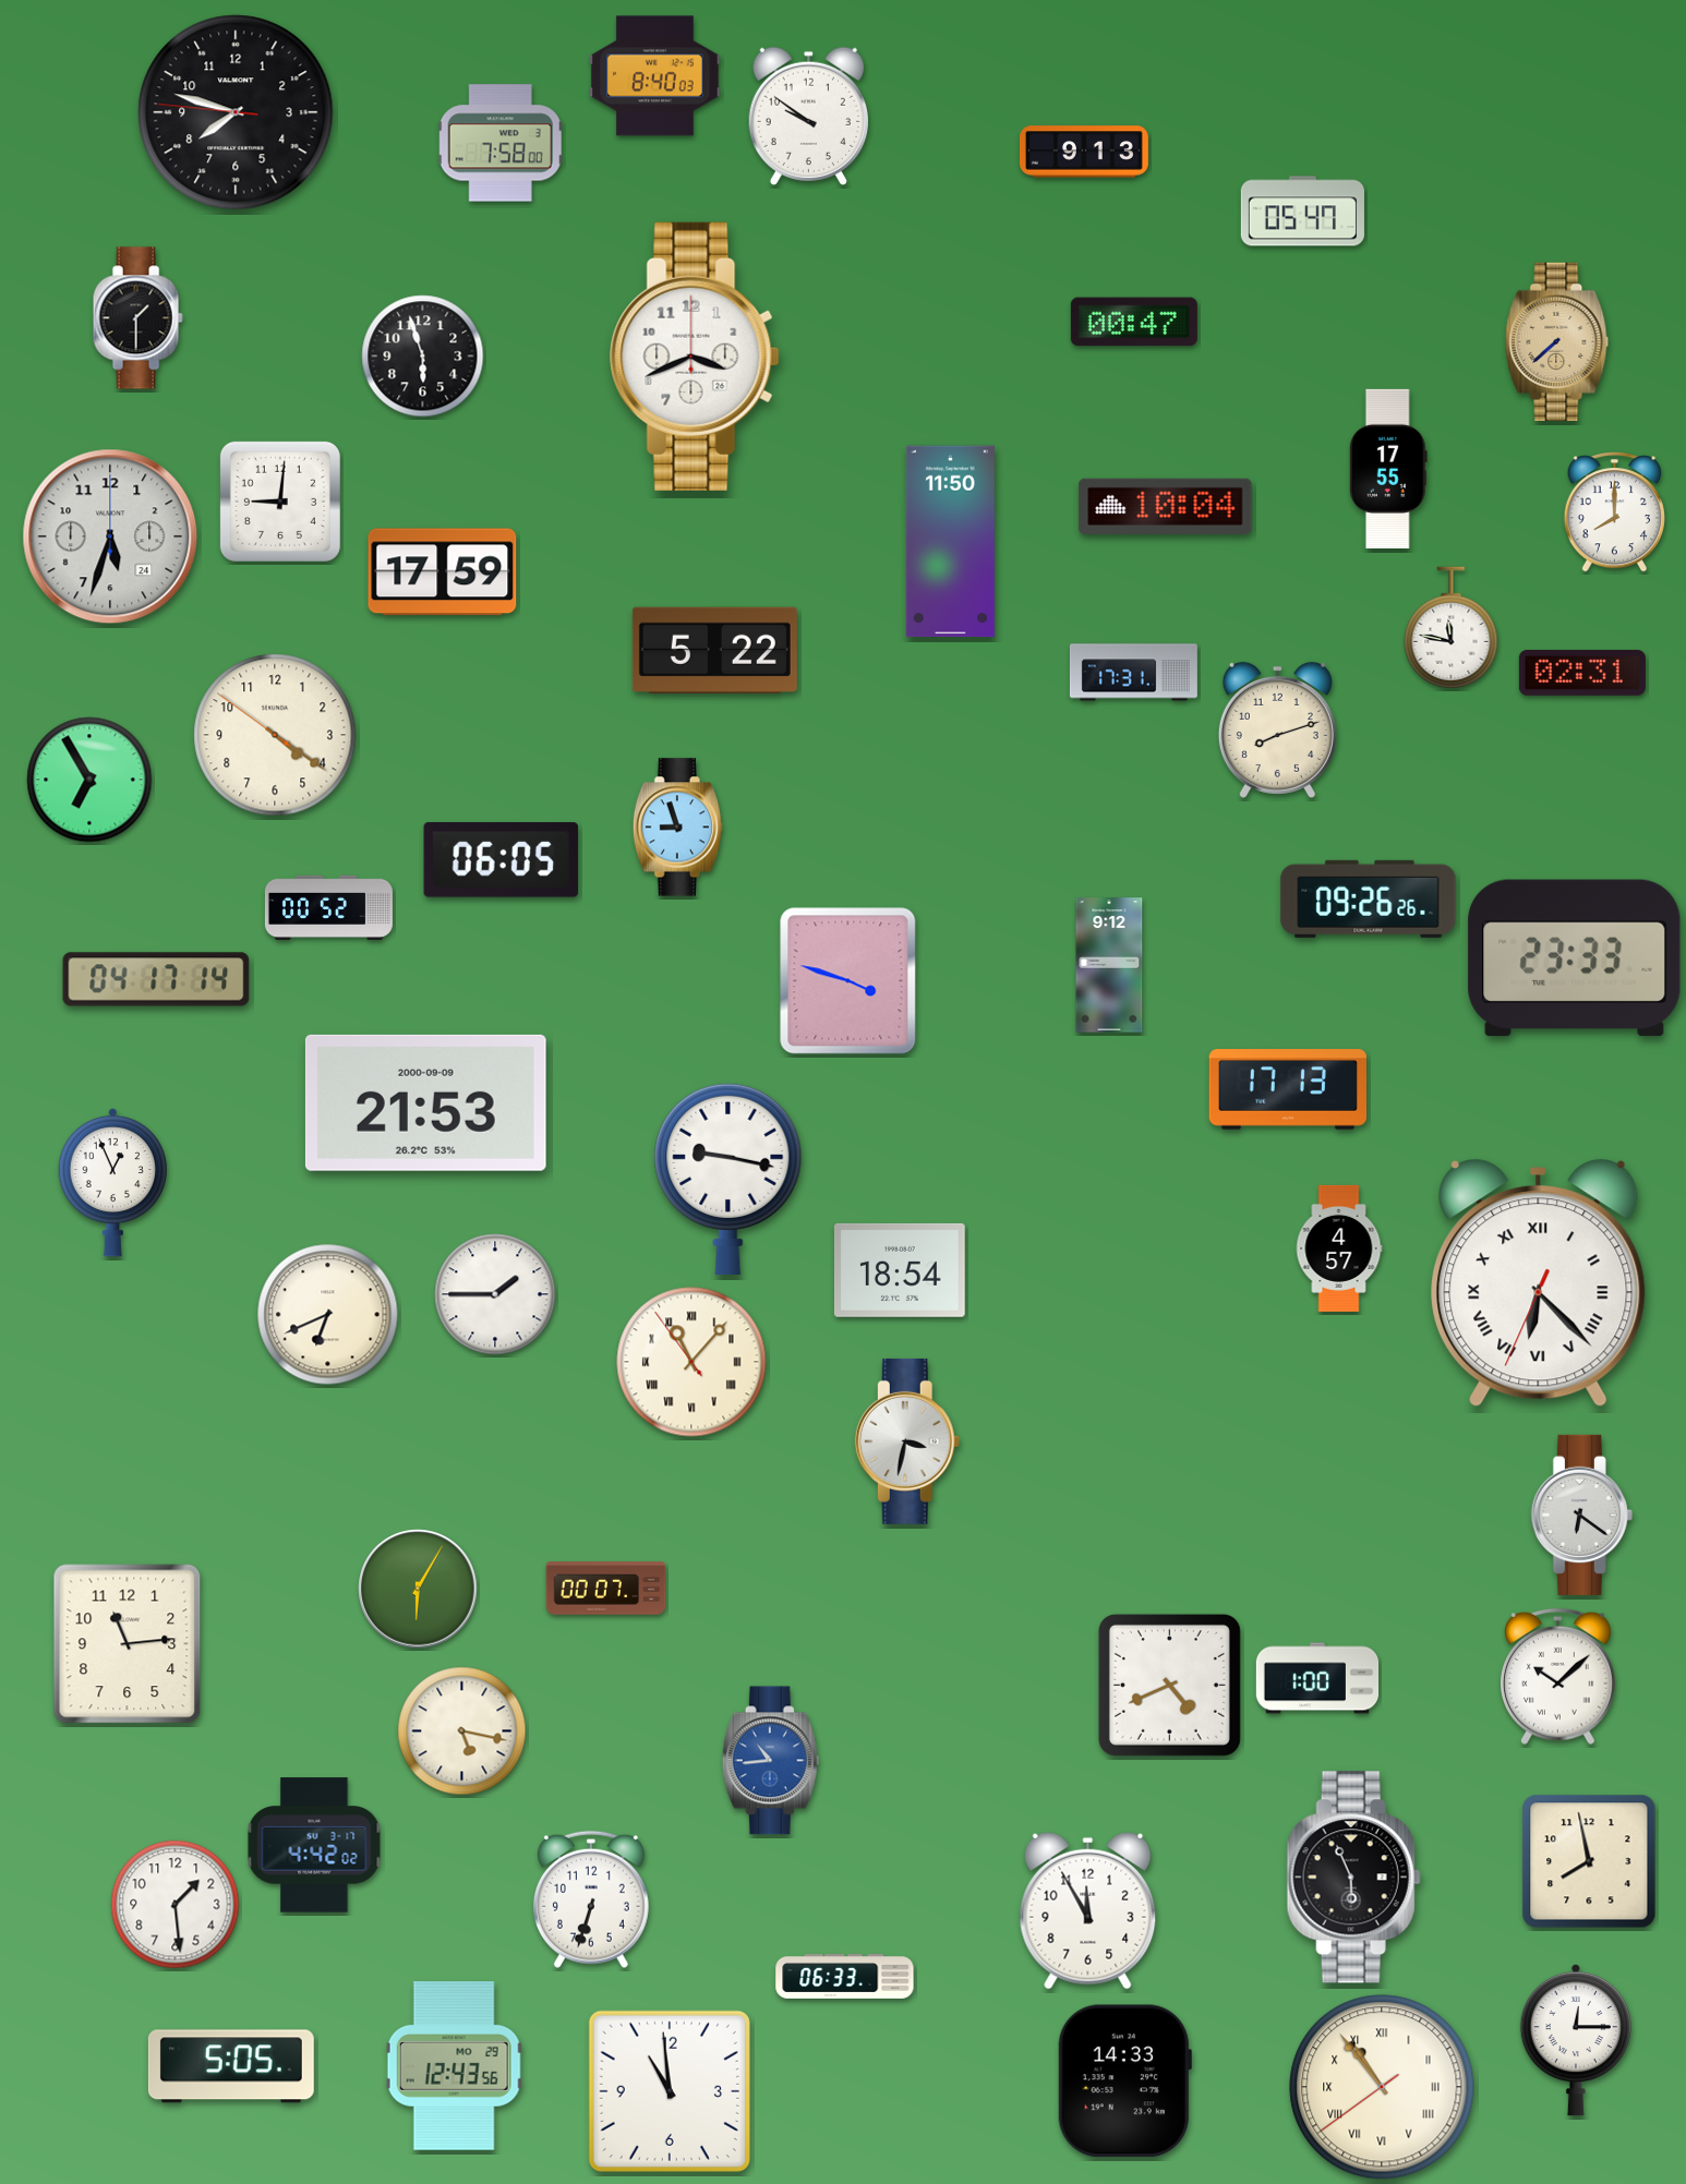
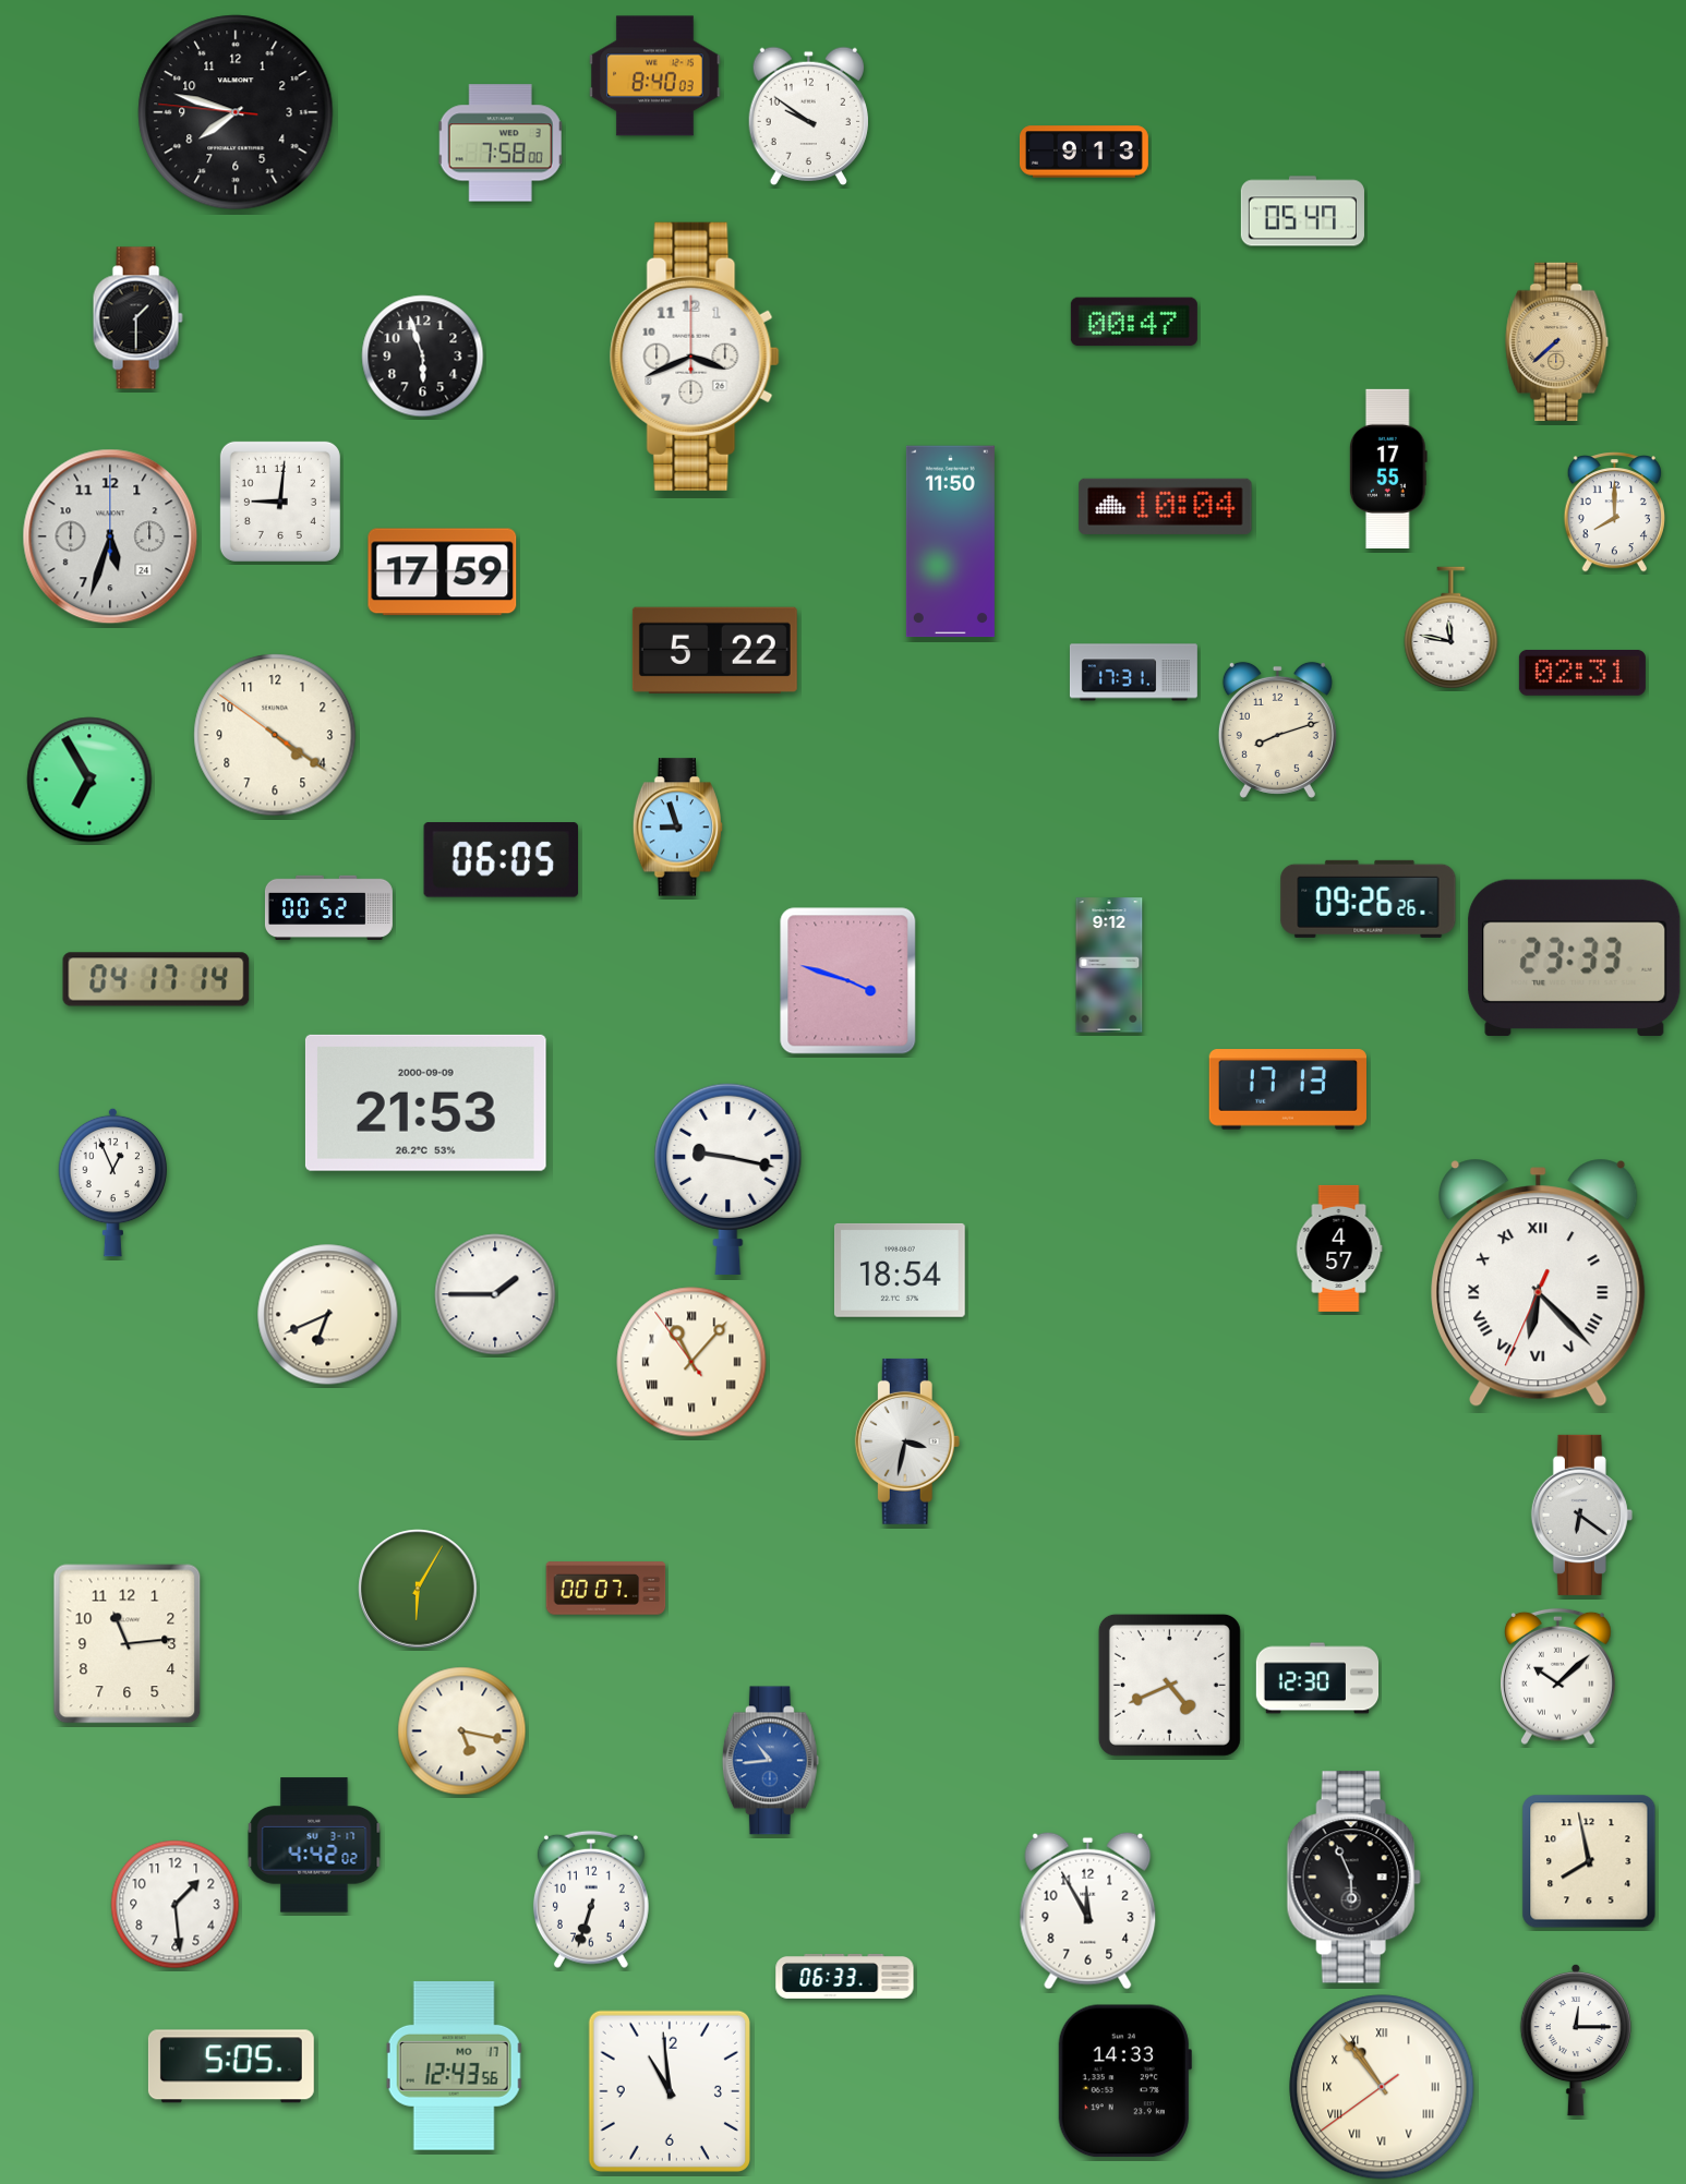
clock at (1317, 1678): 1:00 -> 12:30
clock at (455, 2066) date: MO 29 -> MO 17
